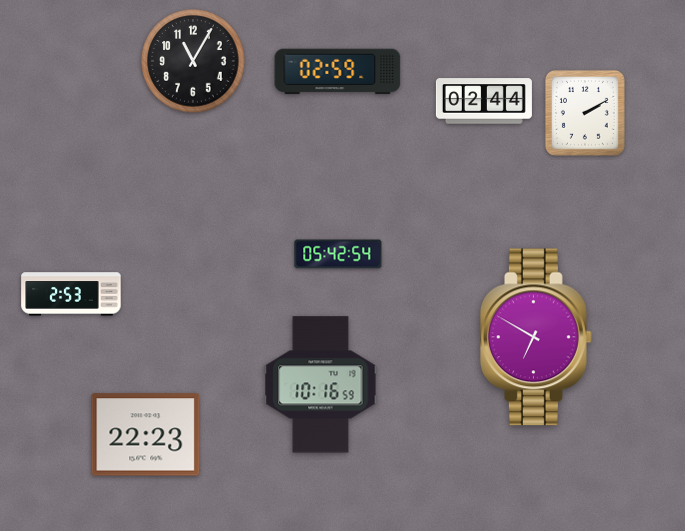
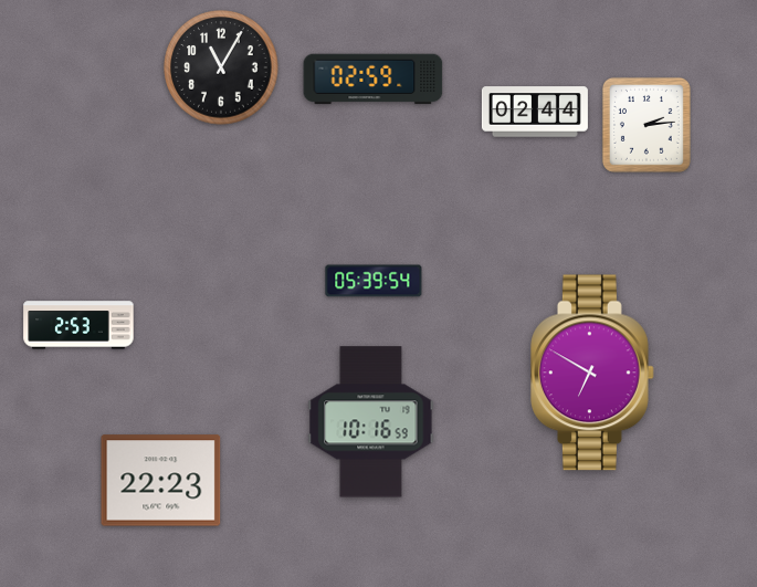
clock at (193, 61) position: (193, 61) -> (221, 67)
clock at (585, 113): 2:10 -> 2:14
clock at (338, 254): 05:42 -> 05:39
clock at (321, 385) position: (321, 385) -> (371, 422)
